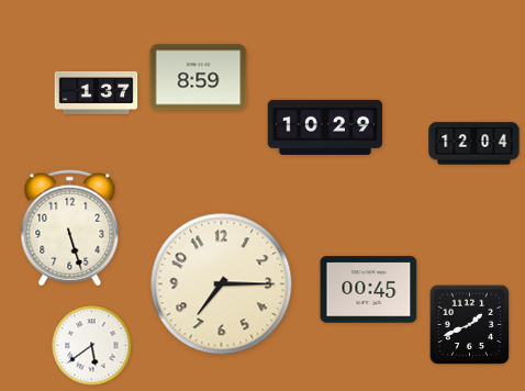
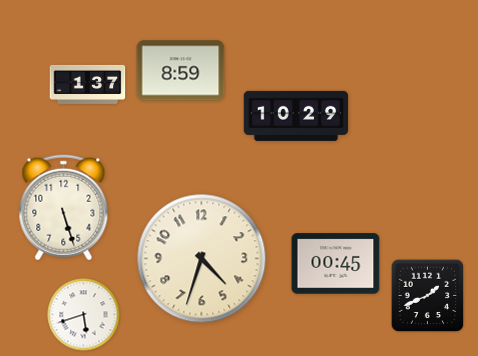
clock at (474, 144): 12:04 -> none
clock at (222, 284): 7:15 -> 4:33
clock at (92, 346): 5:39 -> 5:42
